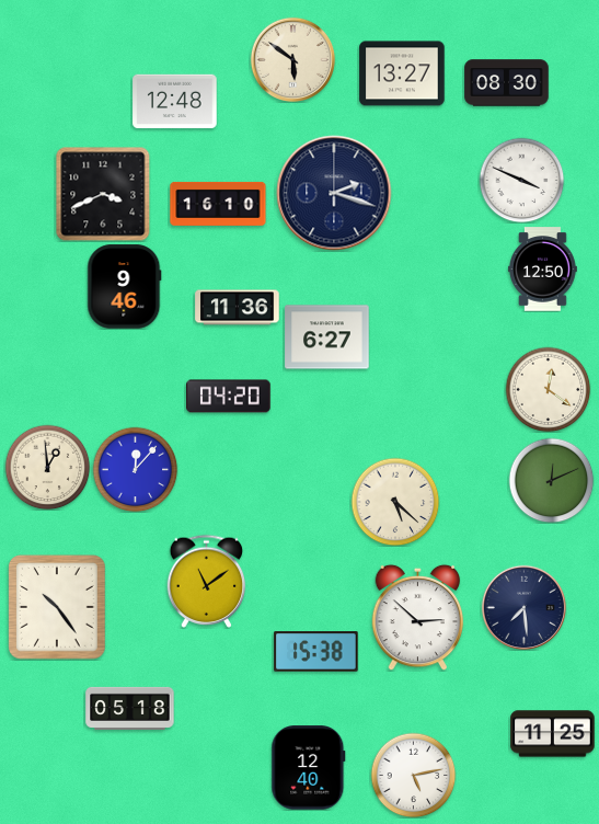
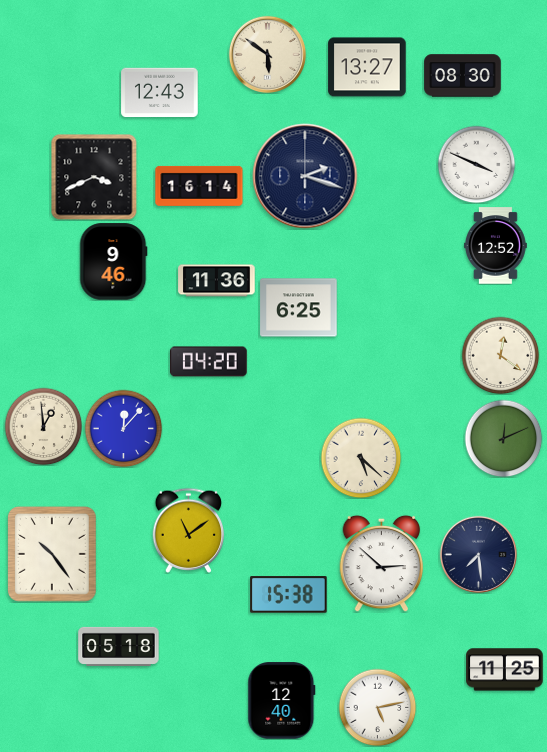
clock at (175, 102): 12:48 -> 12:43
clock at (218, 204): 16:10 -> 16:14
clock at (543, 270): 12:50 -> 12:52
clock at (327, 337): 6:27 -> 6:25
